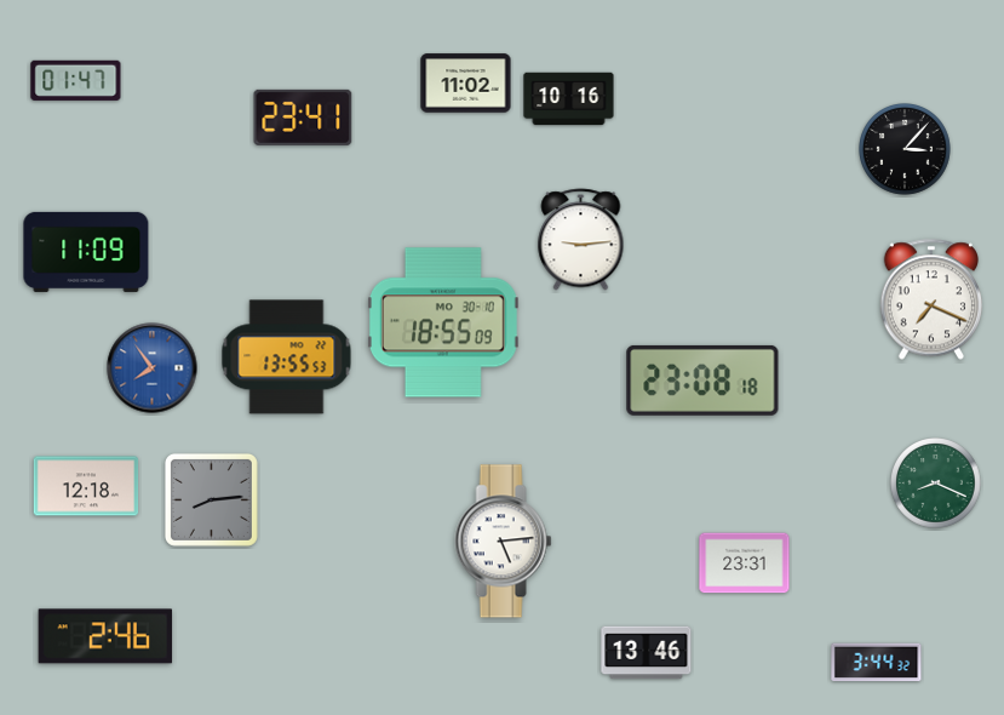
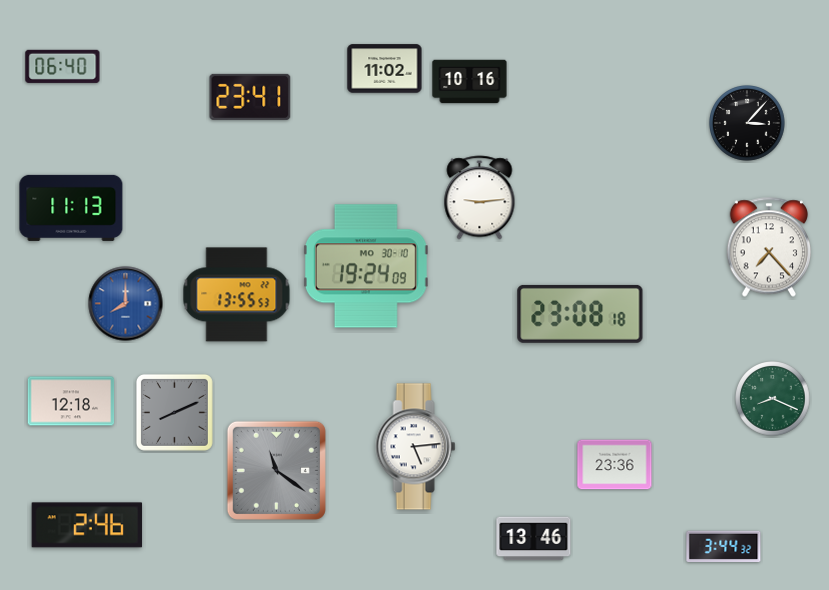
clock at (76, 80): 01:47 -> 06:40
clock at (86, 252): 11:09 -> 11:13
clock at (930, 299): 7:19 -> 7:23
clock at (443, 322): 18:55 -> 19:24
clock at (153, 368): 7:54 -> 8:00
clock at (211, 499): 8:14 -> 8:11
clock at (745, 564): 23:31 -> 23:36
clock at (276, 470): none -> 11:21
